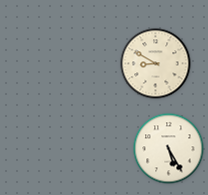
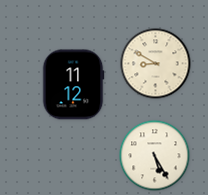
clock at (73, 85): none -> 11:12
clock at (169, 149) position: (169, 149) -> (155, 156)
